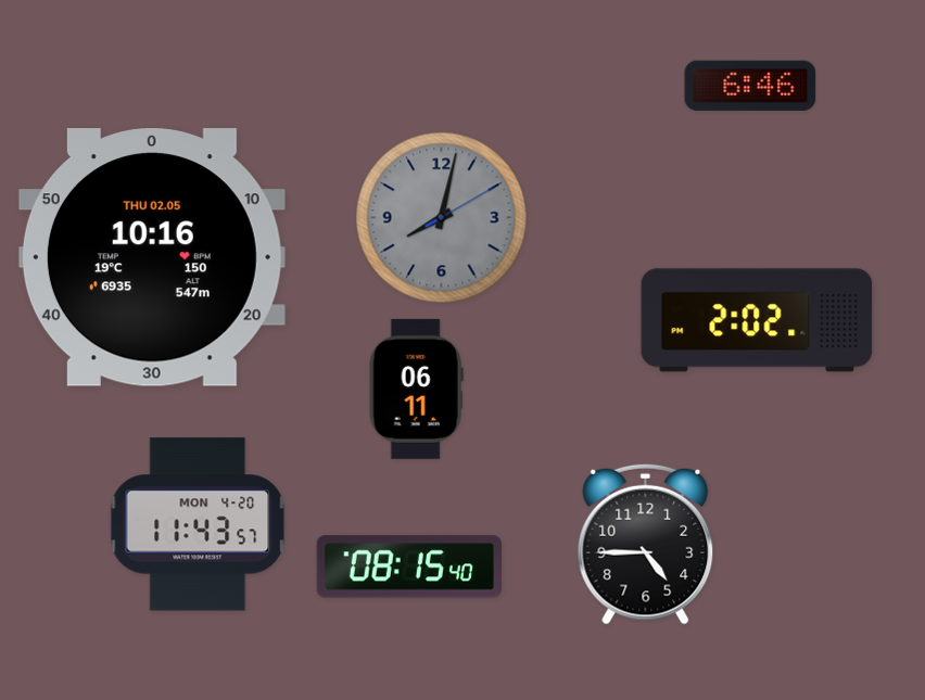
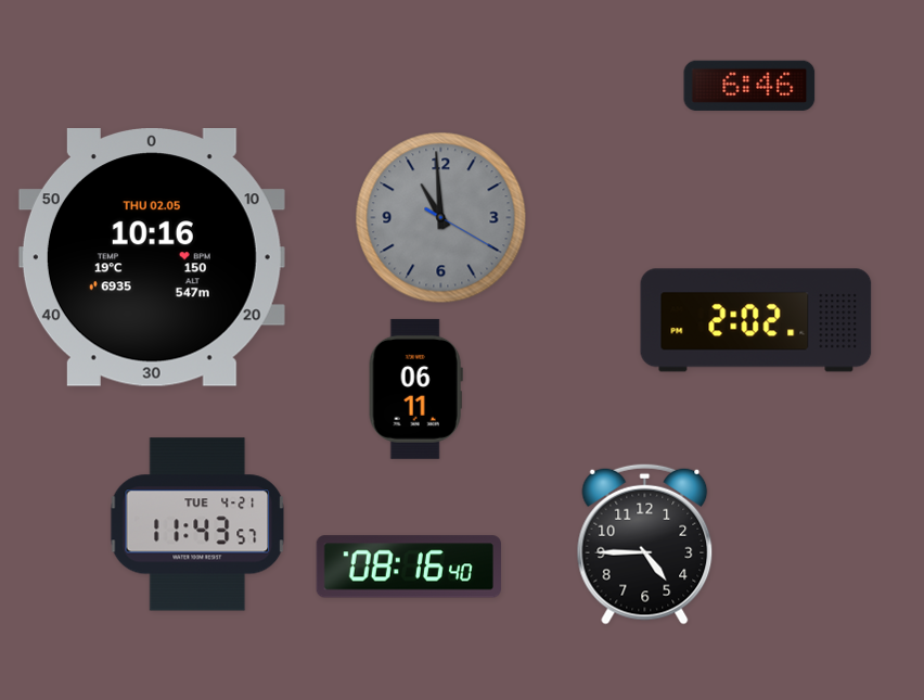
clock at (442, 218): 8:02 -> 10:59
clock at (198, 524) date: MON 4-20 -> TUE 4-21
clock at (409, 567): 08:15 -> 08:16
